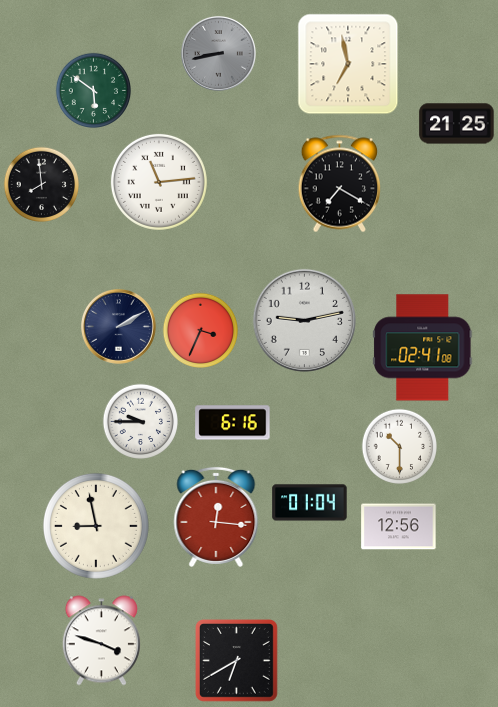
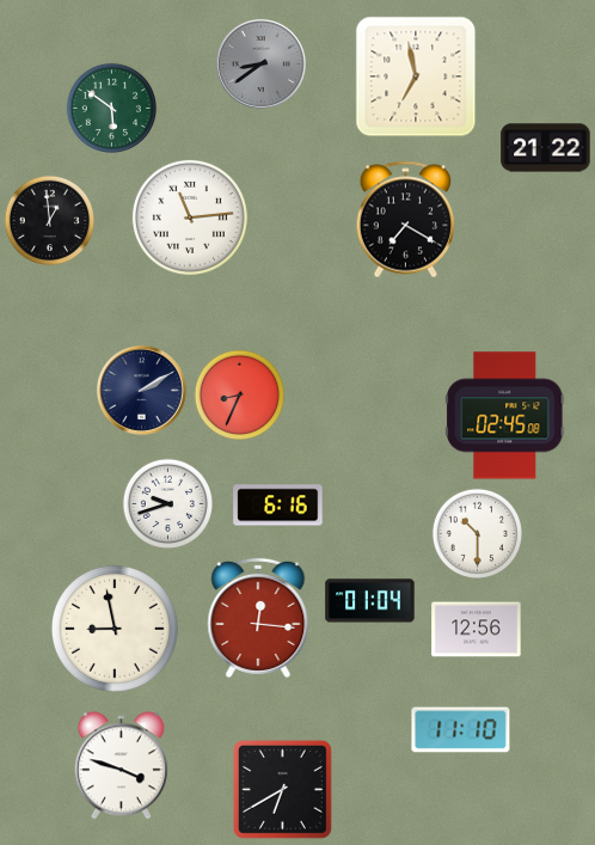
clock at (218, 53): 8:43 -> 8:39
clock at (457, 124): 21:25 -> 21:22
clock at (42, 185): 7:59 -> 12:59
clock at (304, 320): 9:13 -> none
clock at (201, 331): 3:34 -> 8:34
clock at (423, 348): 02:41 -> 02:45
clock at (141, 422): 9:45 -> 9:42
clock at (461, 730): none -> 11:10
